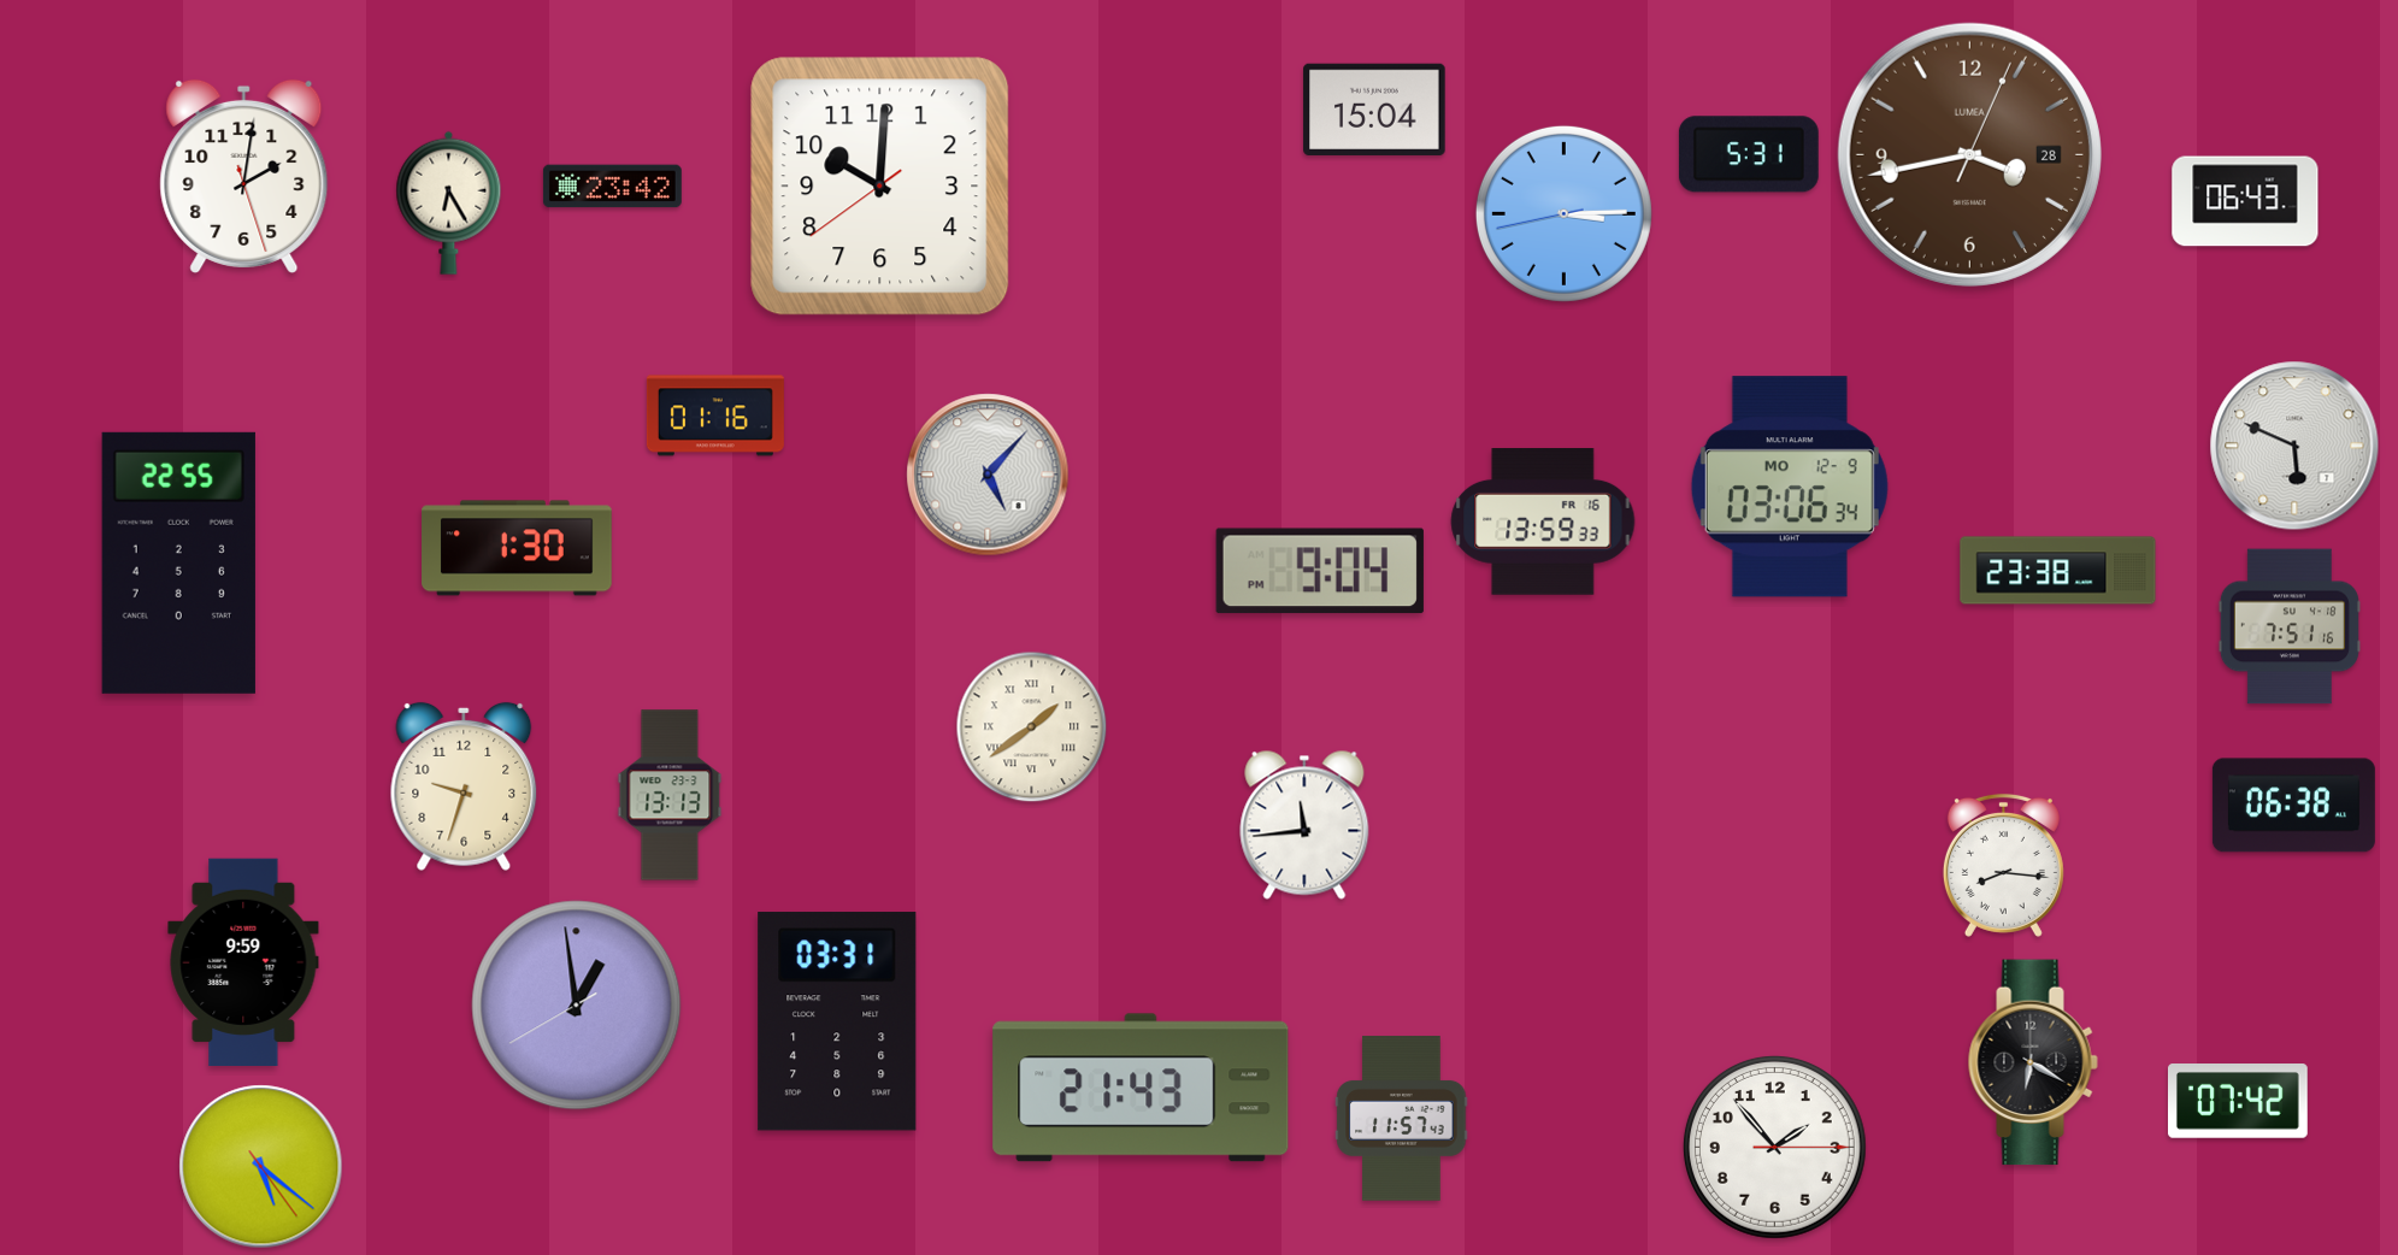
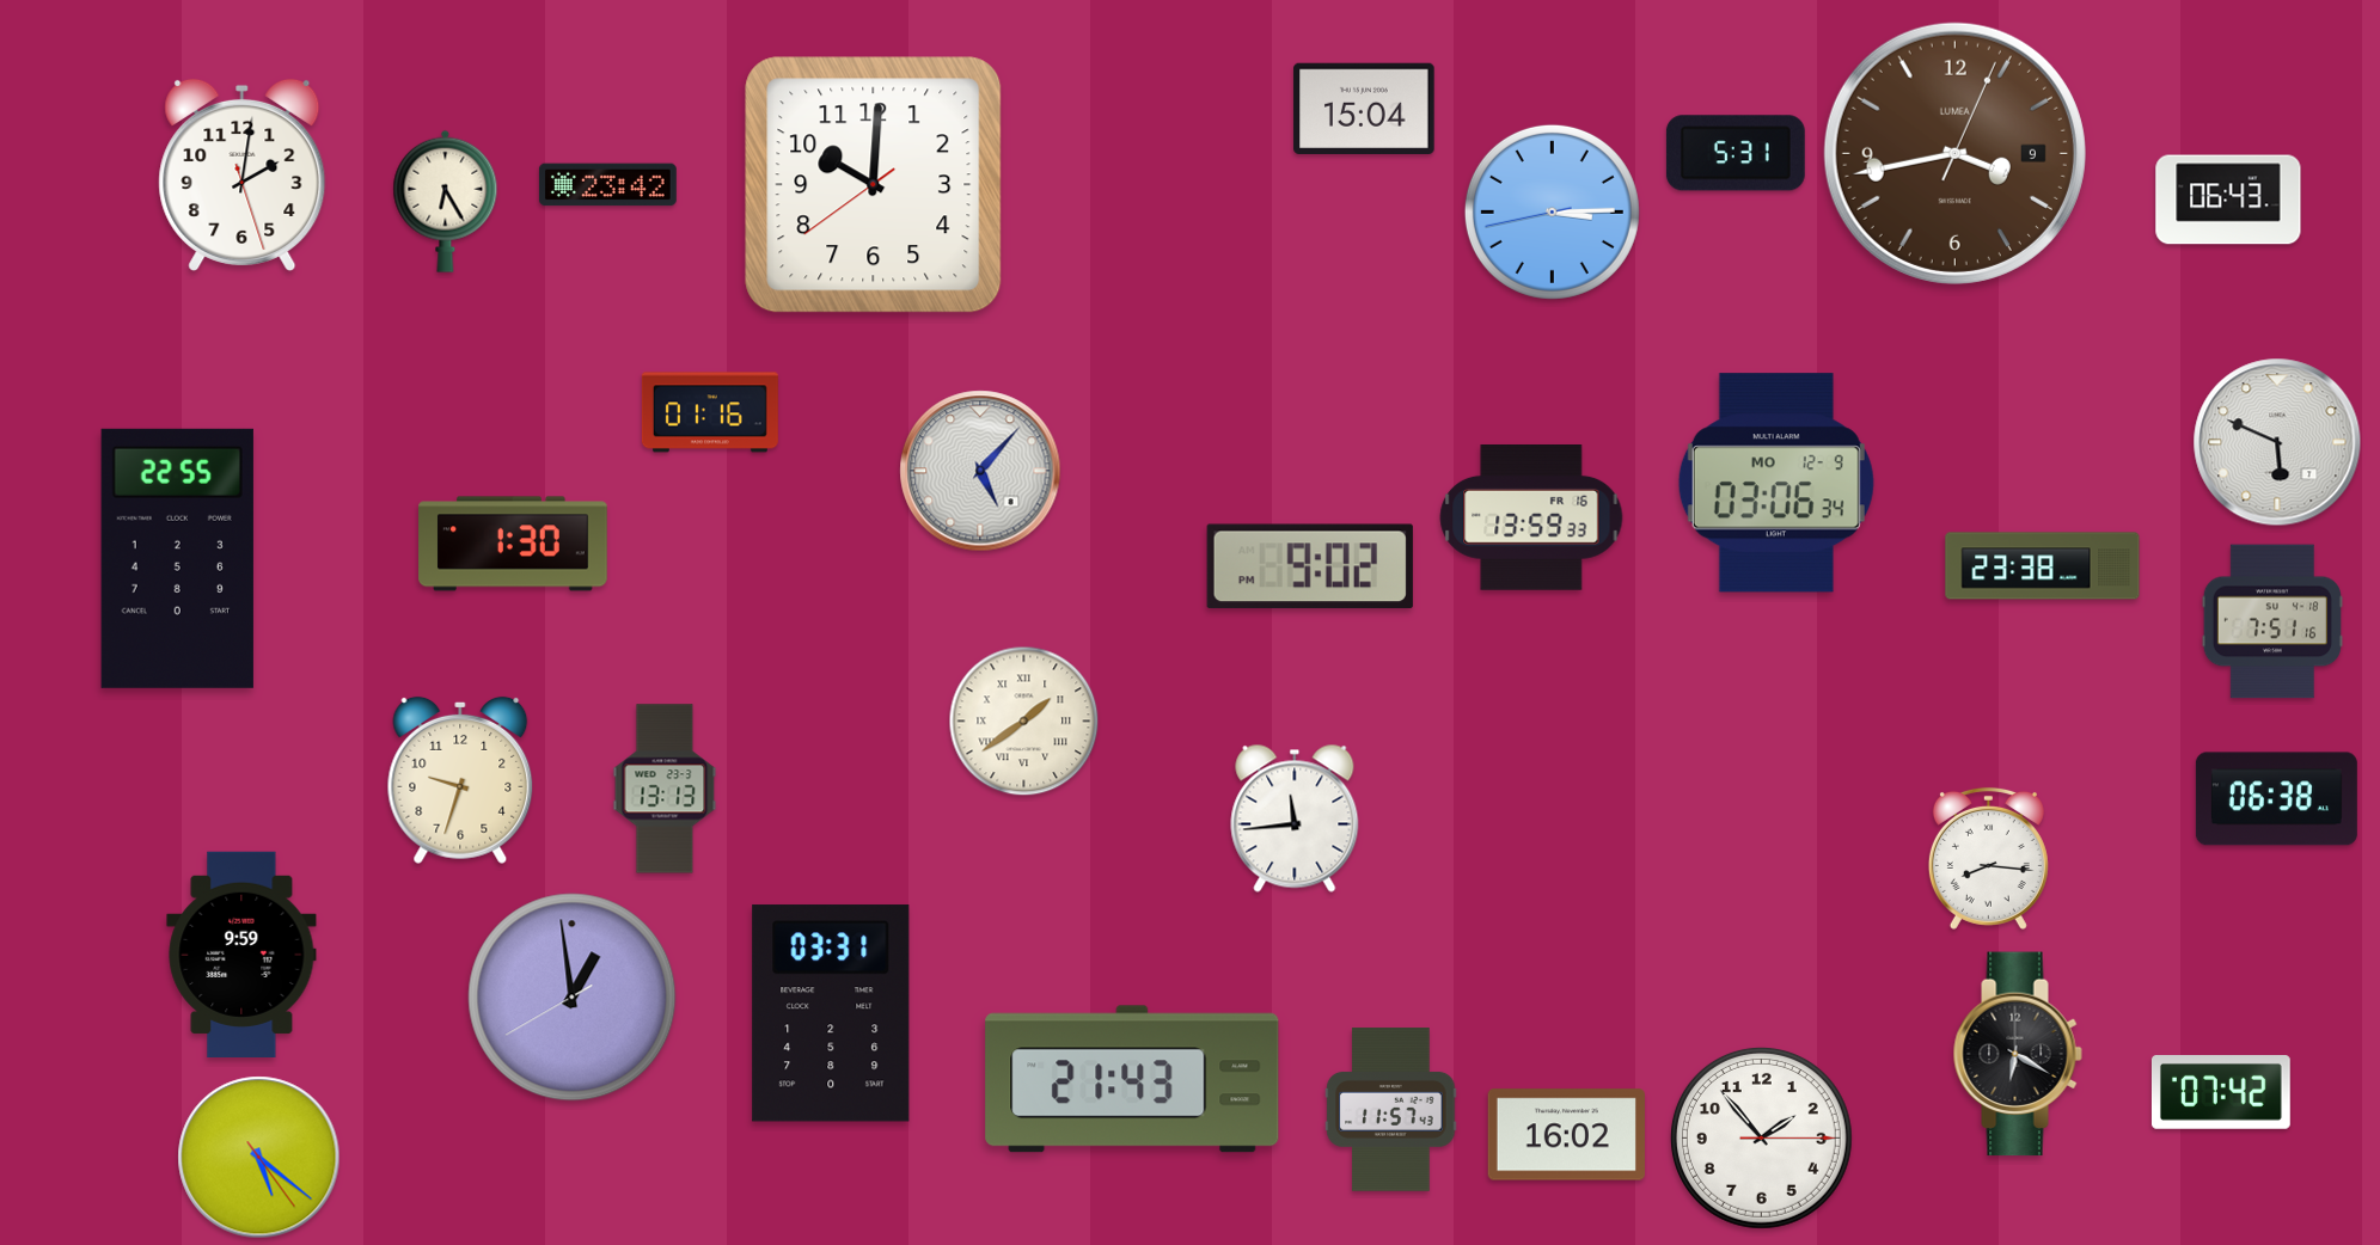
clock at (1969, 154) date: 28 -> 9
clock at (1320, 571): 9:04 -> 9:02
clock at (1566, 1135): none -> 16:02
